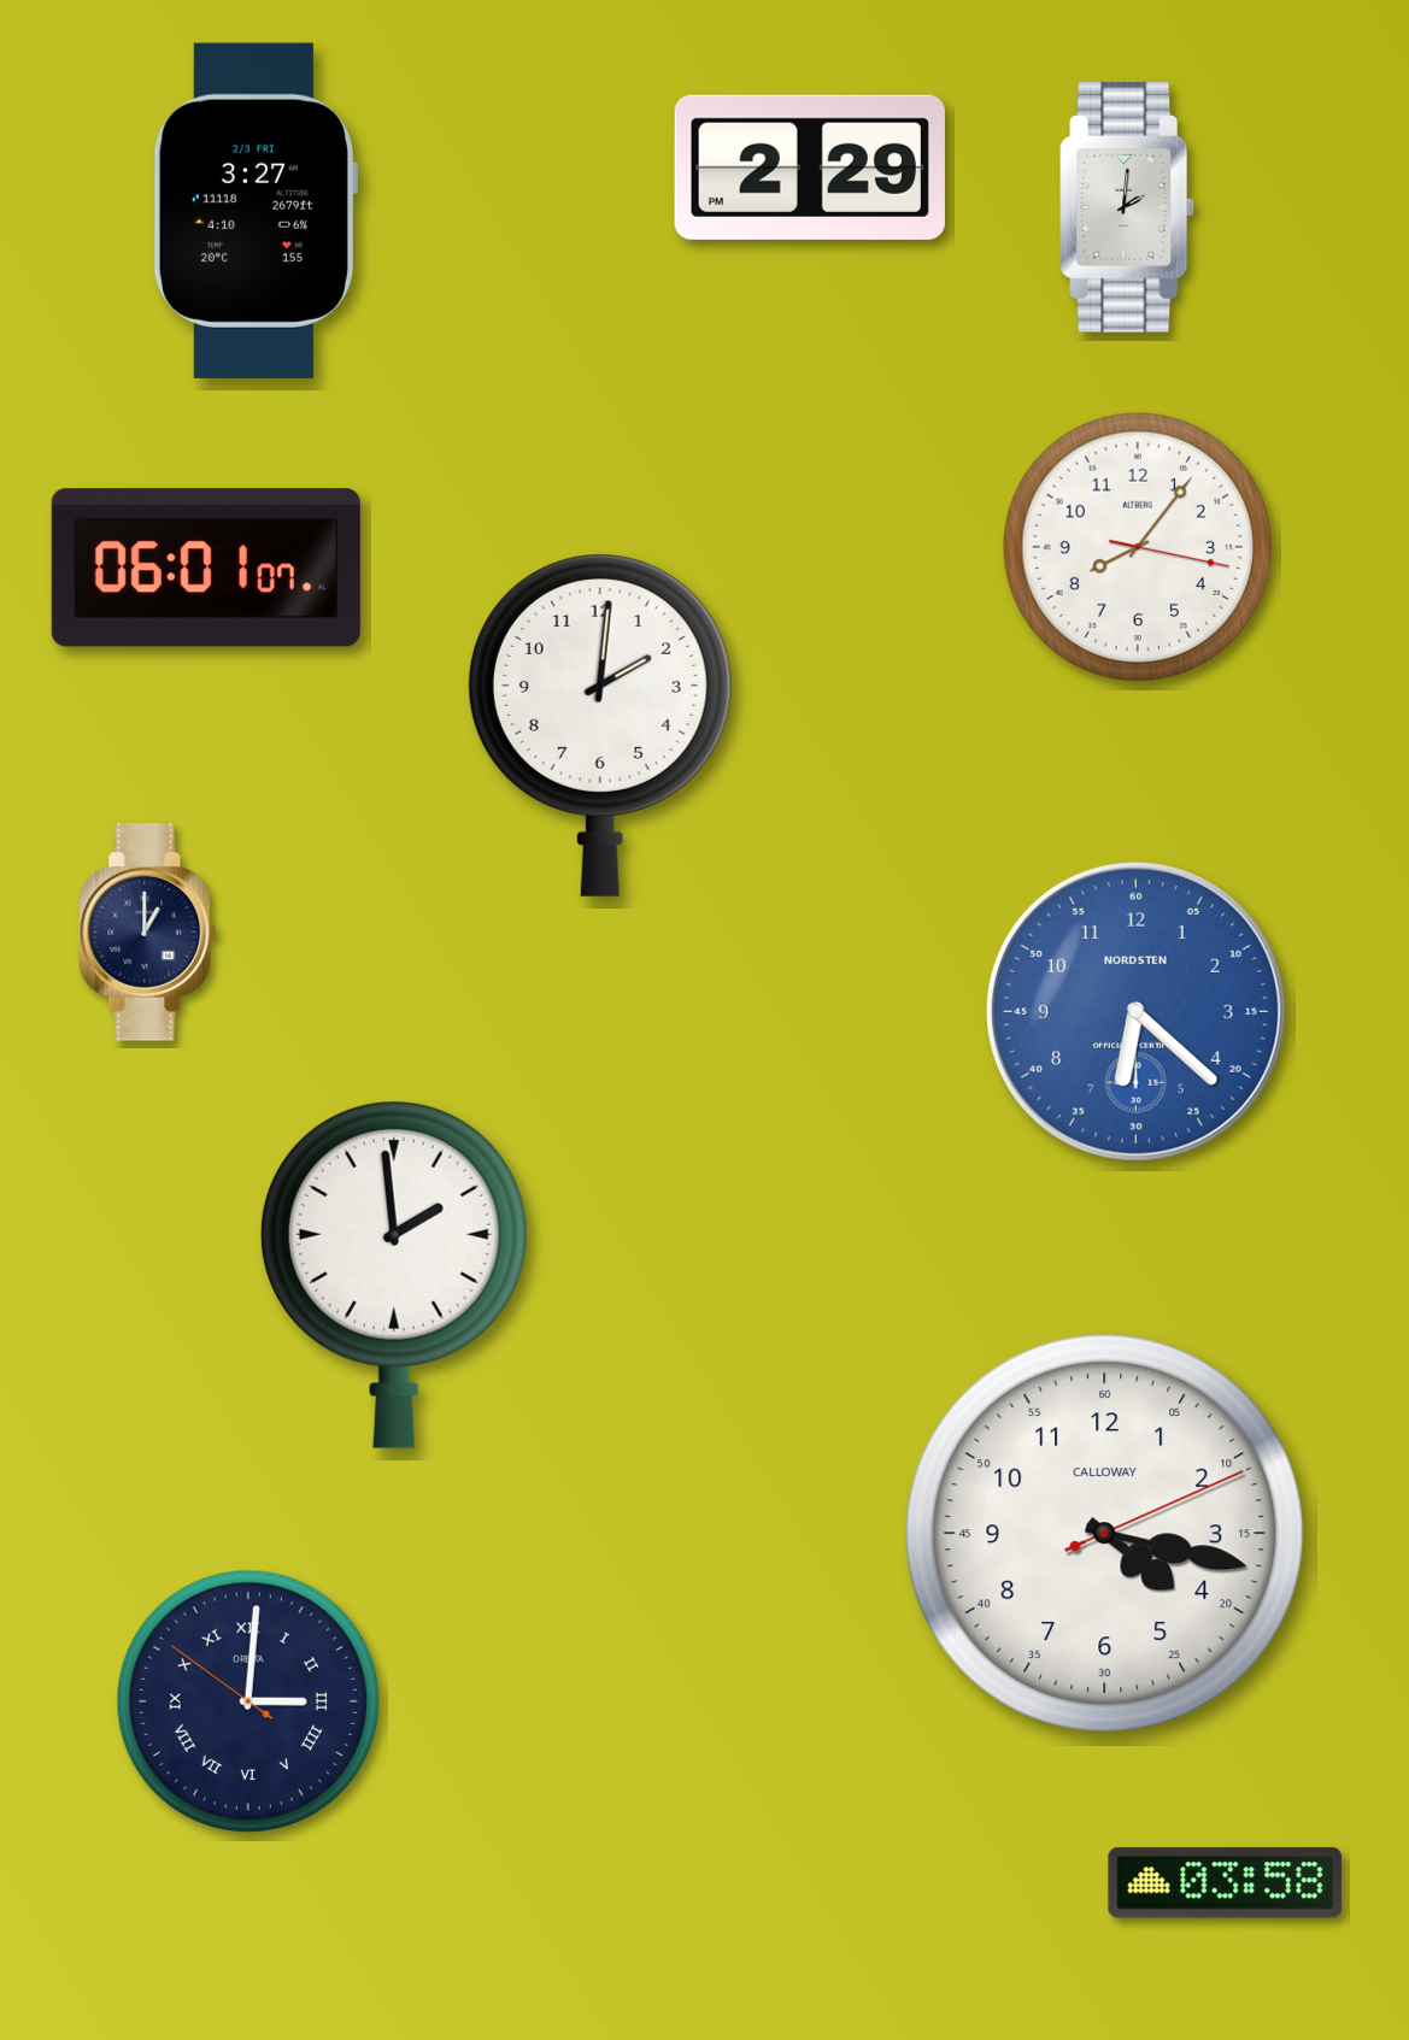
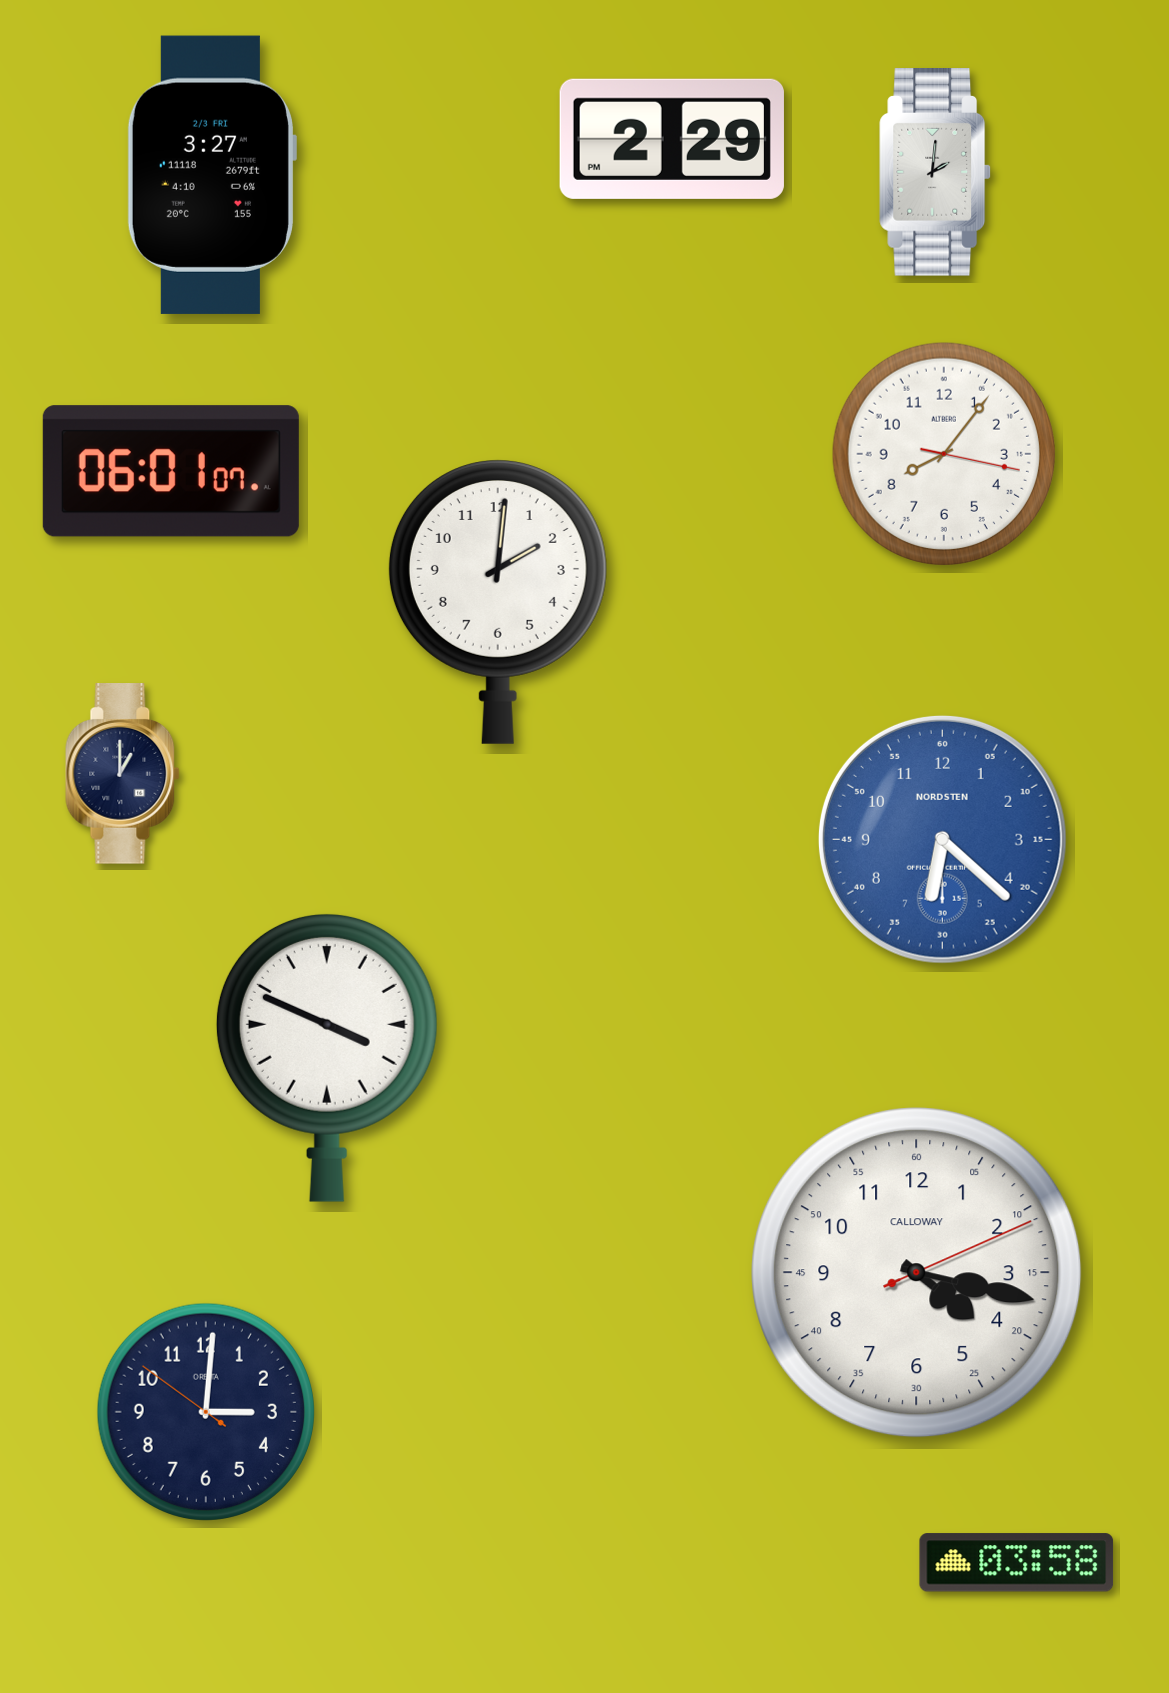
clock at (394, 1274): 1:59 -> 3:49
clock at (248, 1701) numerals: Roman -> Arabic
